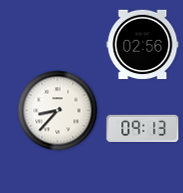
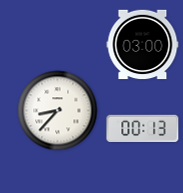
clock at (143, 45): 02:56 -> 03:00
clock at (143, 128): 09:13 -> 00:13
